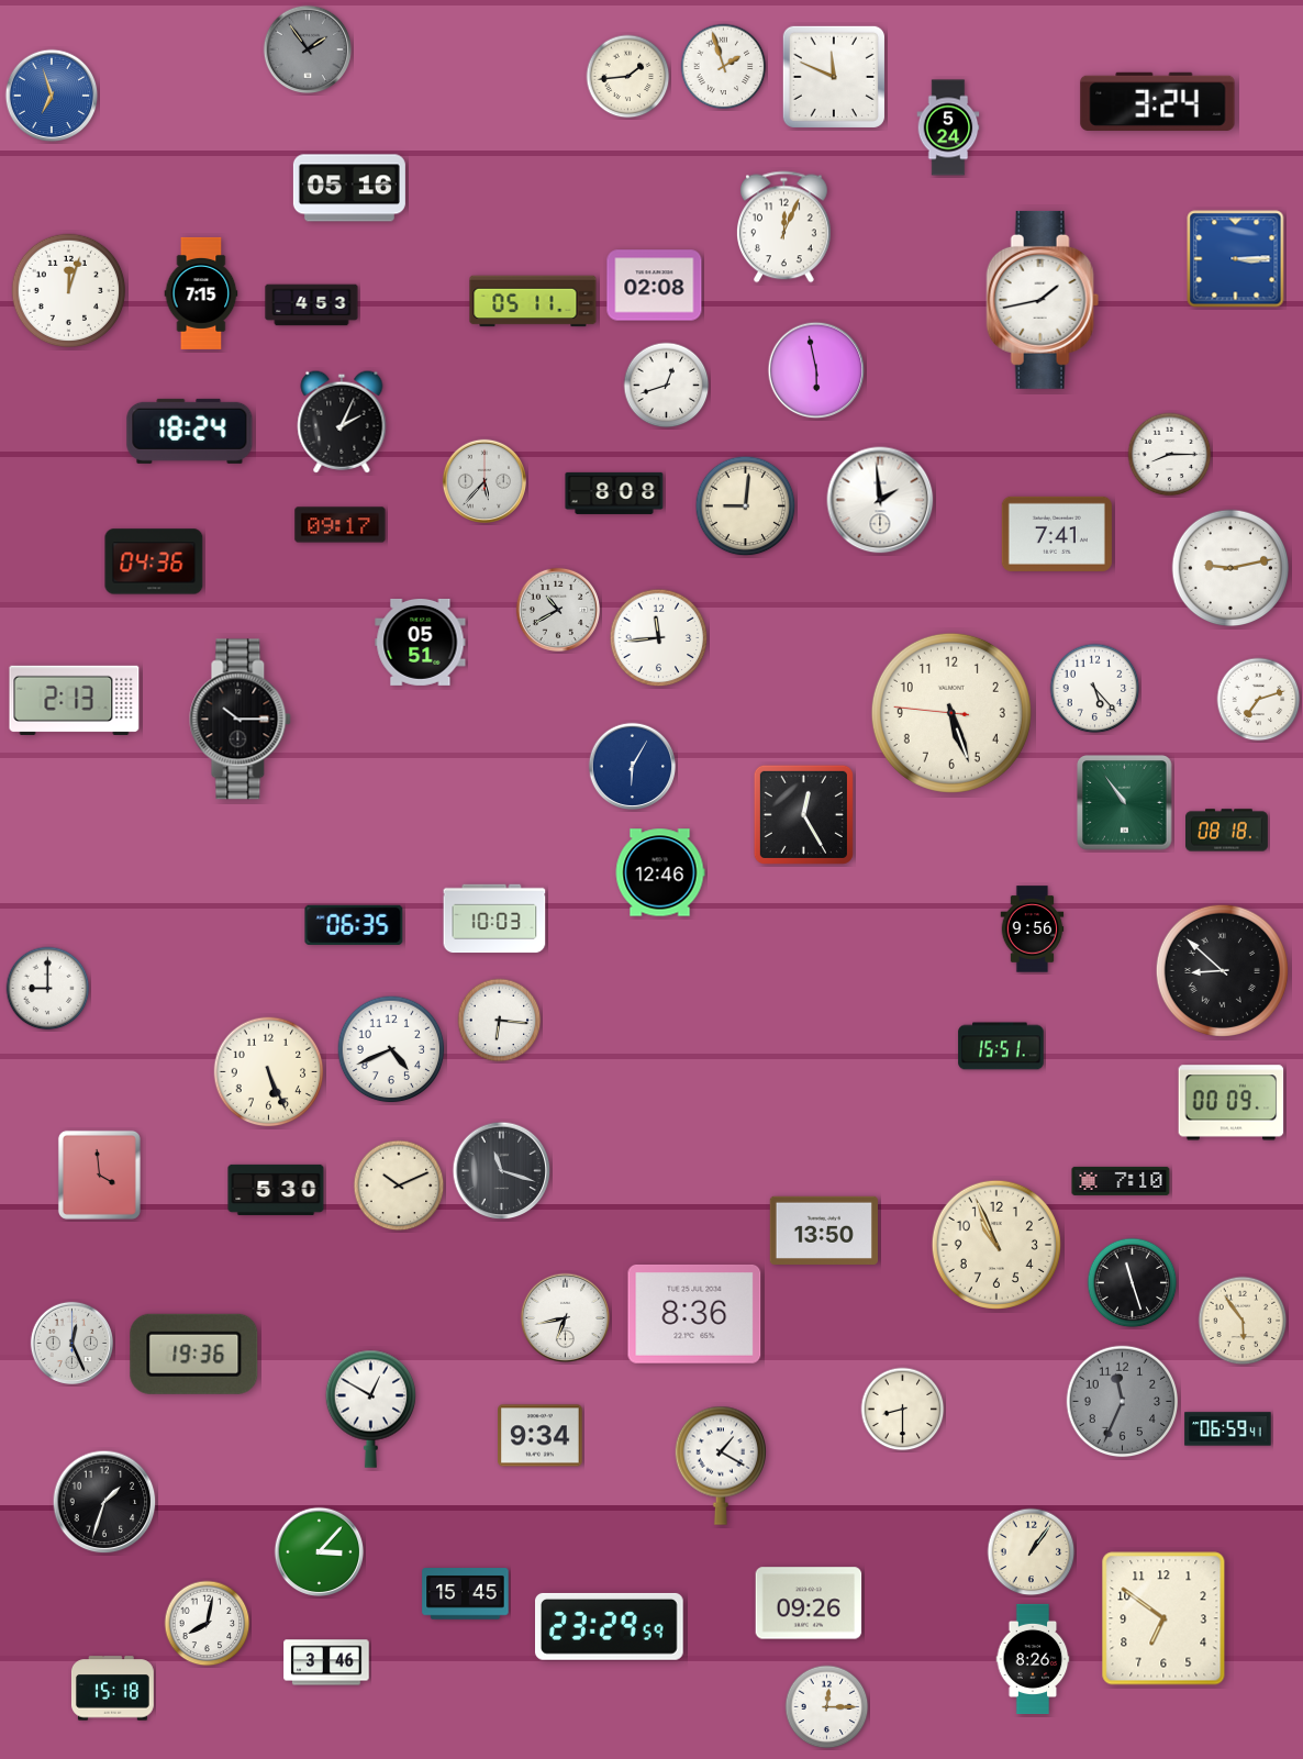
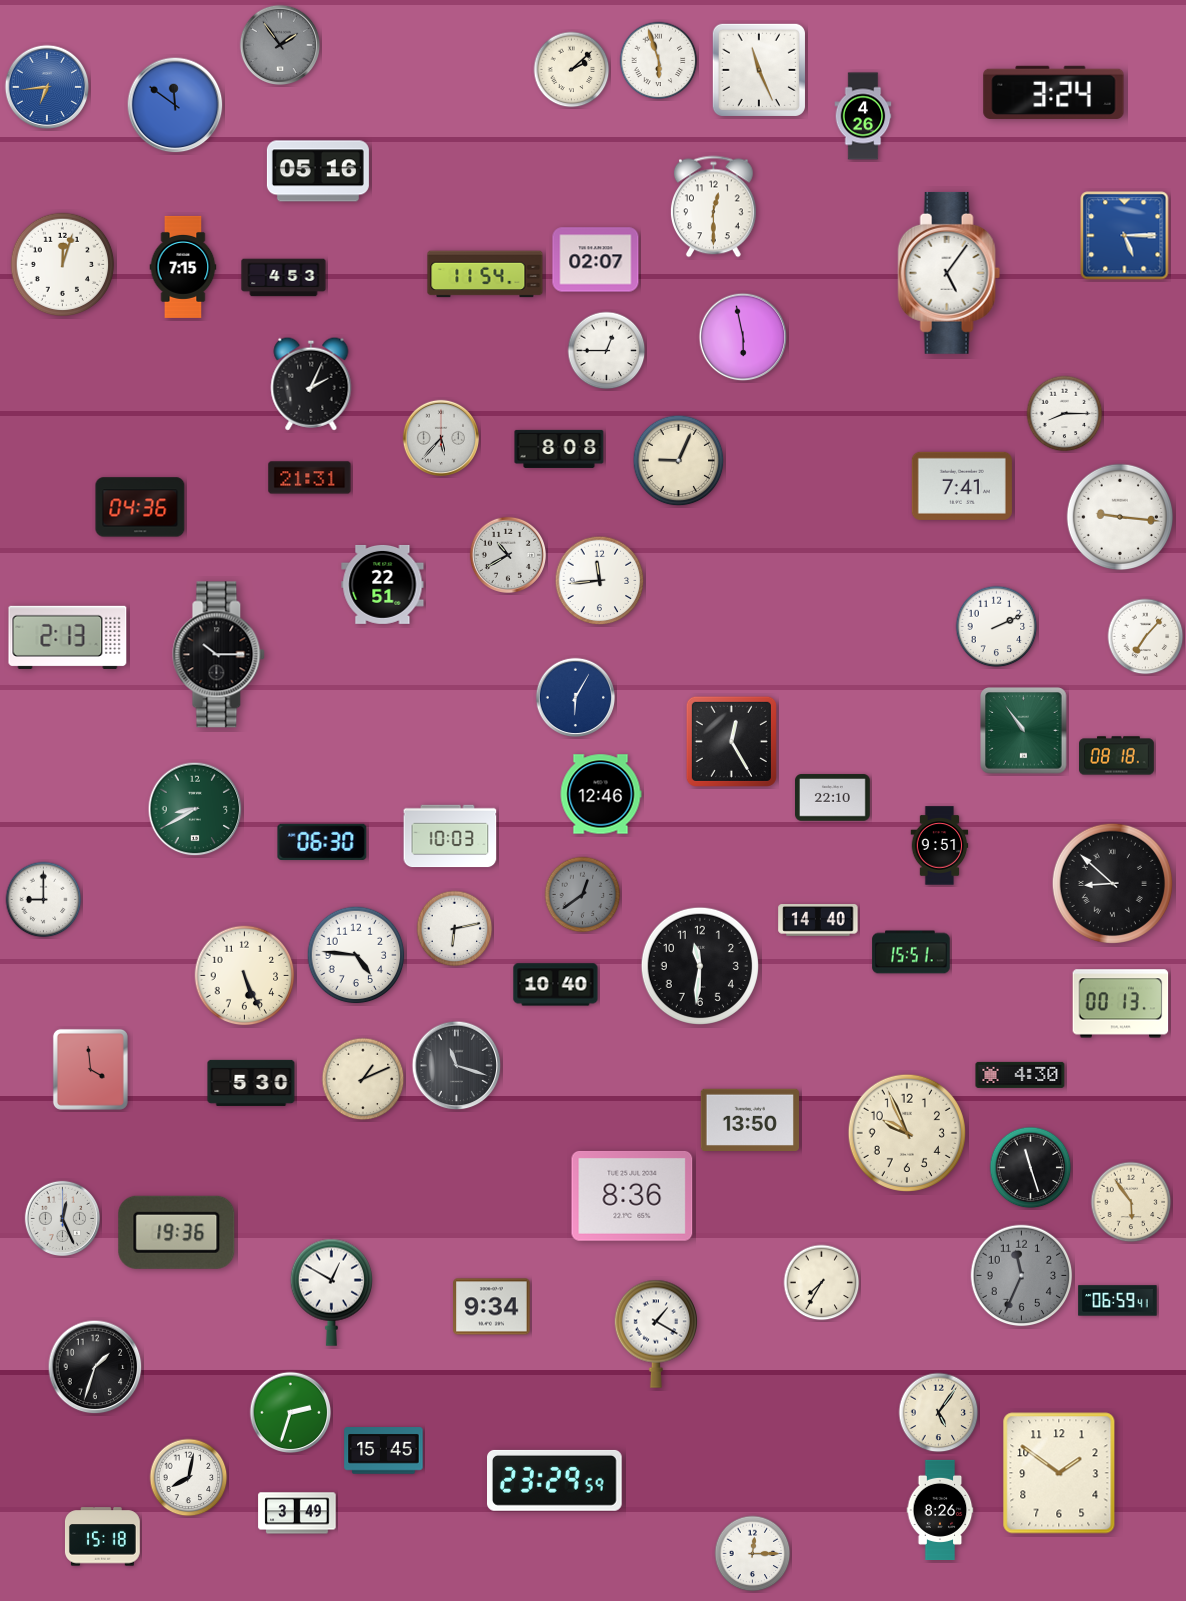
clock at (724, 67): 1:57 -> 5:57
clock at (628, 77): 1:44 -> 2:08
clock at (834, 77): 11:49 -> 11:26
clock at (52, 96): 6:57 -> 6:44
clock at (175, 105): none -> 11:51
clock at (948, 127): 5:24 -> 4:26
clock at (784, 227): 12:04 -> 12:30
clock at (1236, 259): 3:15 -> 5:15
clock at (655, 286): 02:08 -> 02:07
clock at (1043, 300): 1:43 -> 5:06
clock at (533, 301): 05:11 -> 11:54
clock at (667, 386): 12:42 -> 12:45
clock at (190, 431): 18:24 -> none
clock at (880, 500): 1:59 -> none
clock at (746, 506): 9:01 -> 9:04
clock at (341, 525): 09:17 -> 21:31
clock at (154, 561) position: (154, 561) -> (140, 507)
clock at (1230, 568): 9:13 -> 9:16
clock at (421, 642): 05:51 -> 22:51
clock at (1095, 689): 5:23 -> 2:11
clock at (1259, 700): 7:12 -> 7:07
clock at (951, 713): 5:26 -> none
clock at (833, 798): none -> 22:10
clock at (195, 809): none -> 8:40
clock at (354, 925): 06:35 -> 06:30
clock at (1033, 929): 9:56 -> 9:51
clock at (583, 895): none -> 12:39
clock at (818, 920): none -> 14:40
clock at (500, 1021): 6:16 -> 6:13
clock at (391, 1049): 4:41 -> 4:46
clock at (700, 966): none -> 11:31
clock at (556, 985): none -> 10:40
clock at (1232, 1103): 00:09 -> 00:13
clock at (1121, 1181): 7:10 -> 4:30
clock at (399, 1185): 10:11 -> 1:11
clock at (996, 1245): 10:56 -> 9:56
clock at (566, 1318): 6:43 -> none
clock at (71, 1343) position: (71, 1343) -> (62, 1218)
clock at (370, 1409) position: (370, 1409) -> (331, 1292)
clock at (903, 1410): 8:30 -> 7:35
clock at (320, 1552): 3:07 -> 2:33
clock at (1032, 1552): 1:06 -> 5:06
clock at (466, 1594) position: (466, 1594) -> (384, 1451)
clock at (809, 1603): 09:26 -> none
clock at (1163, 1618): 6:51 -> 1:51
clock at (326, 1662): 3:46 -> 3:49
